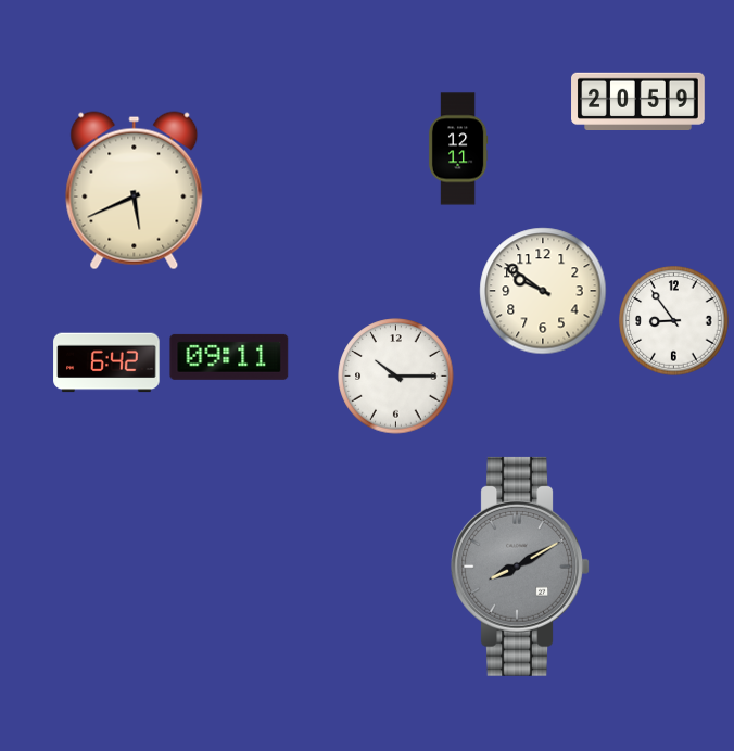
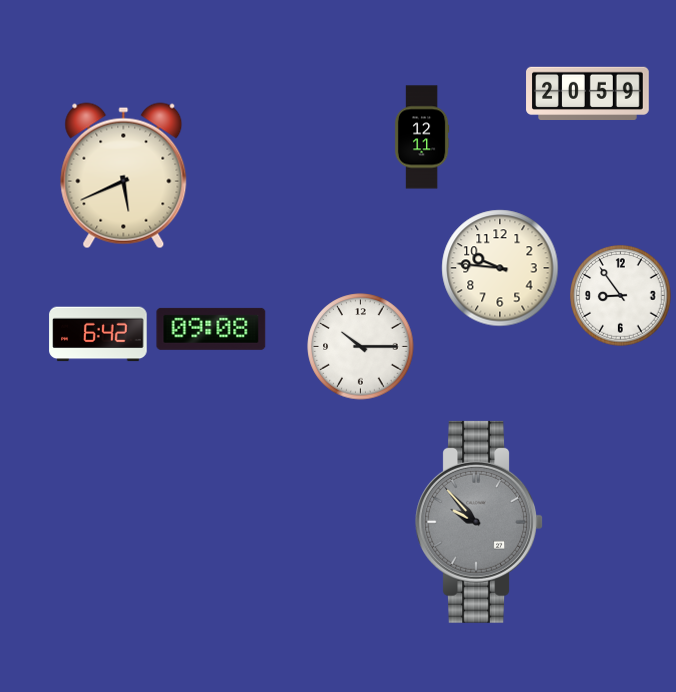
clock at (543, 291): 9:51 -> 9:46
clock at (229, 357): 09:11 -> 09:08
clock at (396, 377) position: (396, 377) -> (361, 347)
clock at (520, 567): 8:10 -> 9:53
